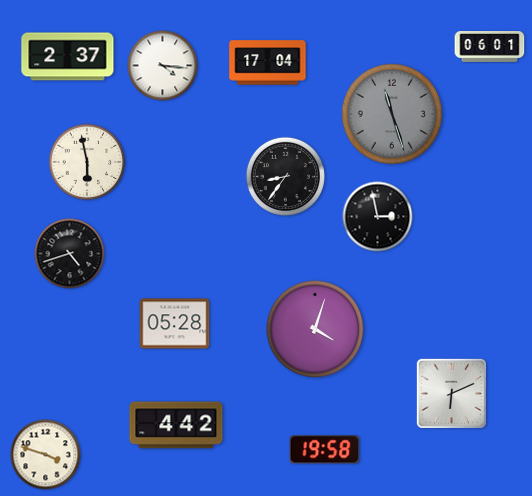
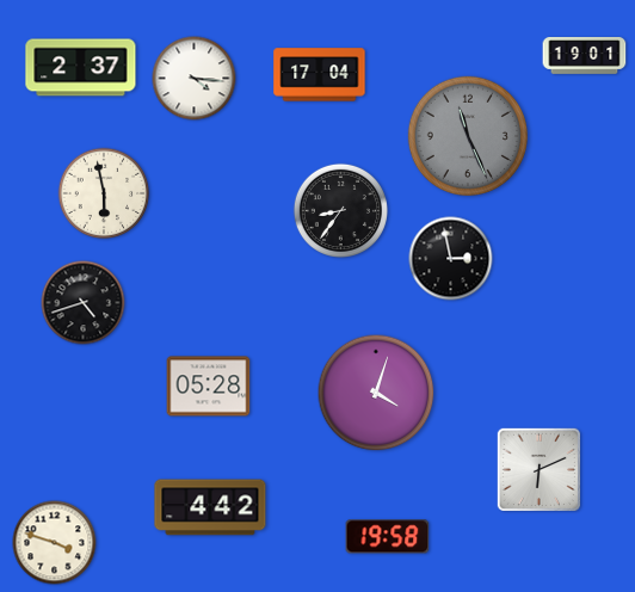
clock at (490, 47): 06:01 -> 19:01
clock at (392, 114): 11:27 -> 11:26
